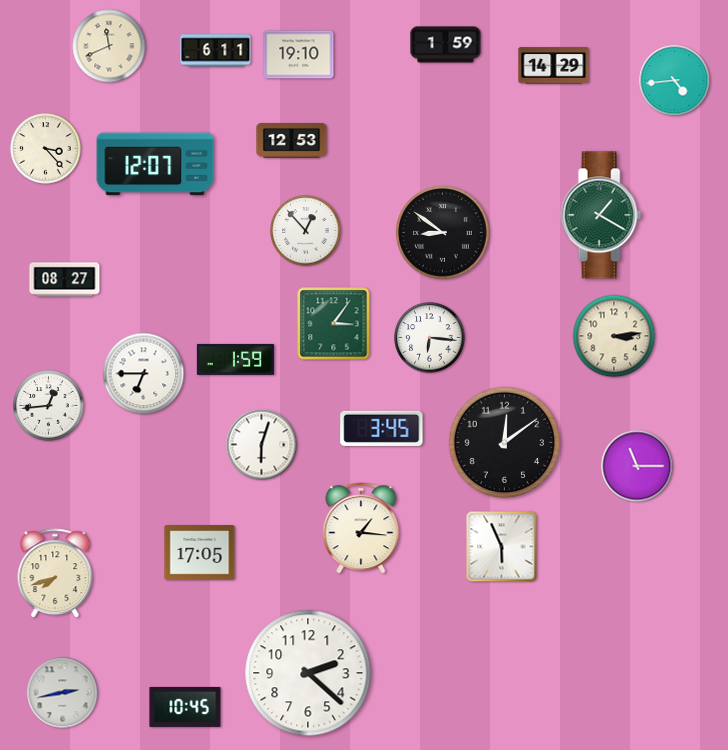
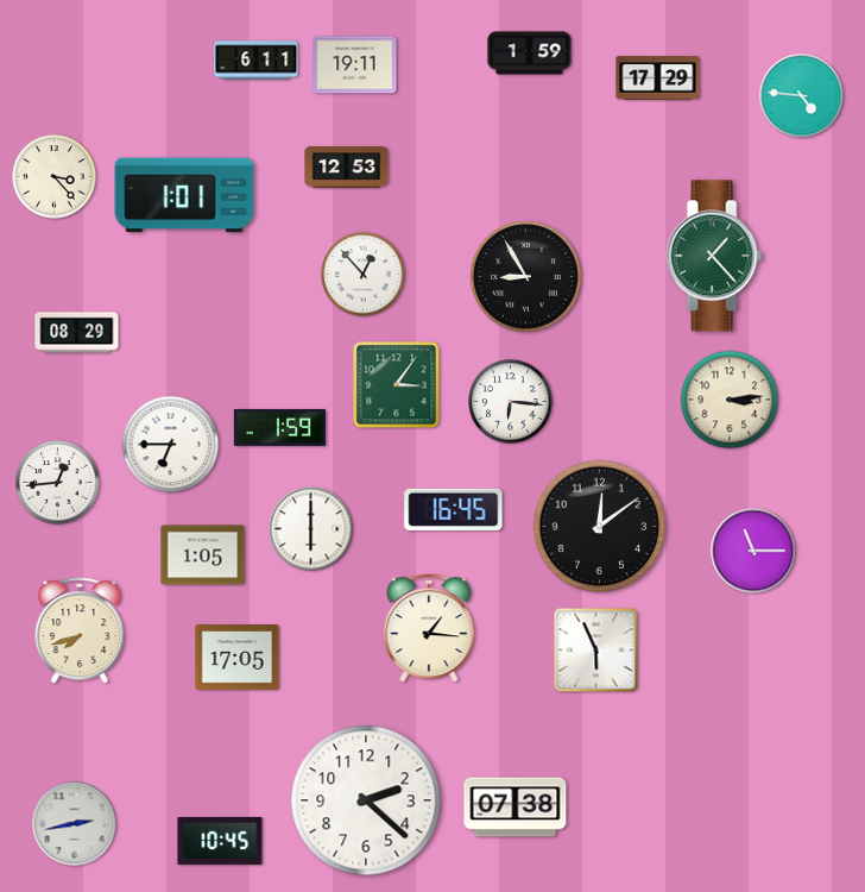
clock at (109, 46): 11:41 -> none
clock at (299, 55): 19:10 -> 19:11
clock at (554, 66): 14:29 -> 17:29
clock at (675, 81): 4:44 -> 4:46
clock at (155, 164): 12:07 -> 1:01
clock at (601, 215): 1:20 -> 1:23
clock at (443, 233): 8:51 -> 8:55
clock at (65, 280): 08:27 -> 08:29
clock at (382, 428): 3:45 -> 16:45
clock at (262, 445): 6:03 -> 6:00
clock at (637, 466) position: (637, 466) -> (753, 551)
clock at (203, 555): none -> 1:05
clock at (55, 574) position: (55, 574) -> (80, 632)
clock at (516, 808): none -> 07:38
